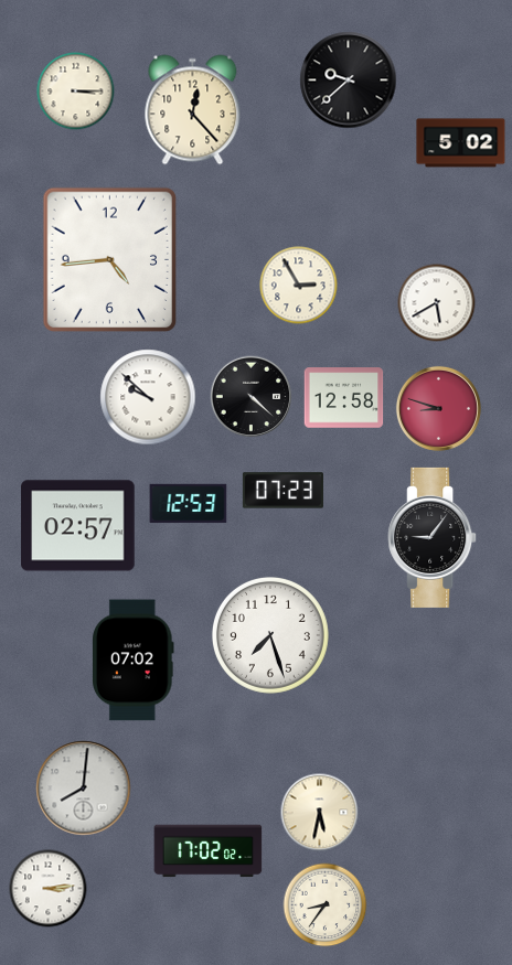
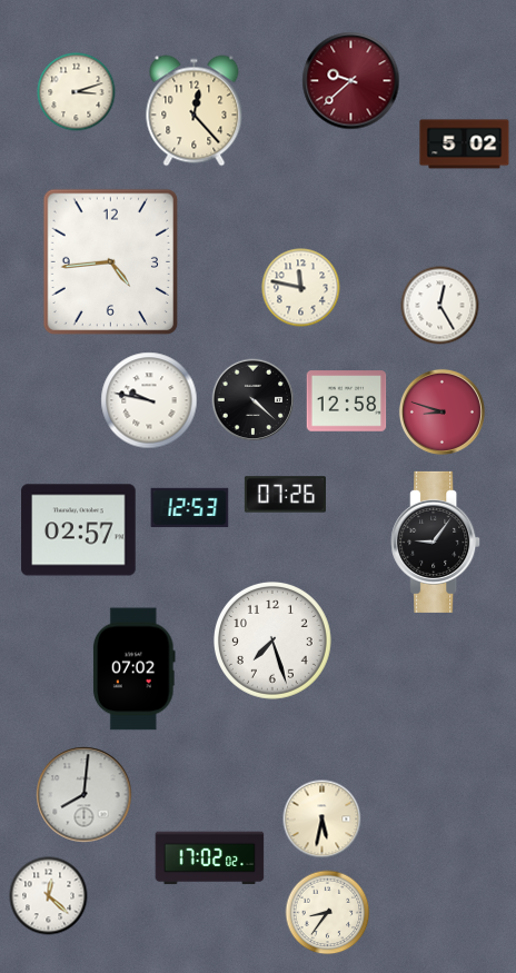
clock at (349, 81) dial: black -> burgundy
clock at (76, 92): 3:15 -> 3:12
clock at (299, 286): 2:55 -> 11:47
clock at (437, 303): 5:40 -> 12:25
clock at (148, 397): 9:52 -> 9:47
clock at (282, 491): 07:23 -> 07:26
clock at (132, 661) position: (132, 661) -> (133, 669)
clock at (49, 889): 3:14 -> 12:22
